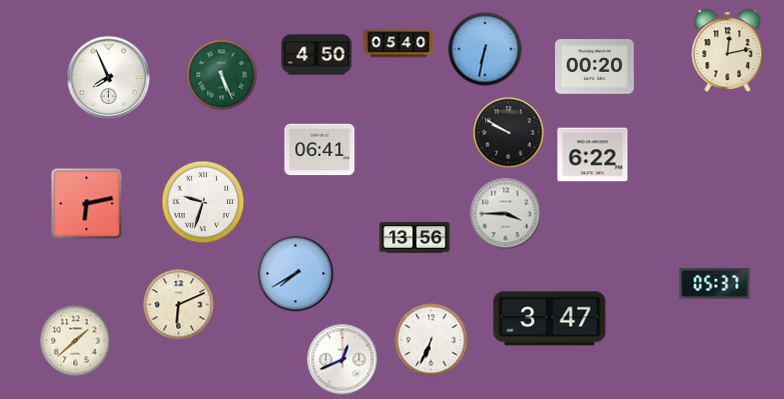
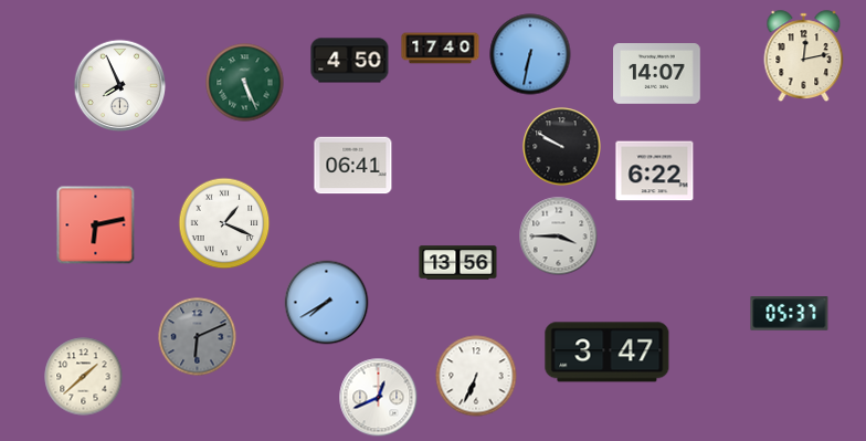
clock at (399, 44): 05:40 -> 17:40
clock at (485, 49) position: (485, 49) -> (530, 54)
clock at (595, 67): 00:20 -> 14:07
clock at (203, 202): 9:33 -> 1:19
clock at (179, 305) dial: cream -> grey
